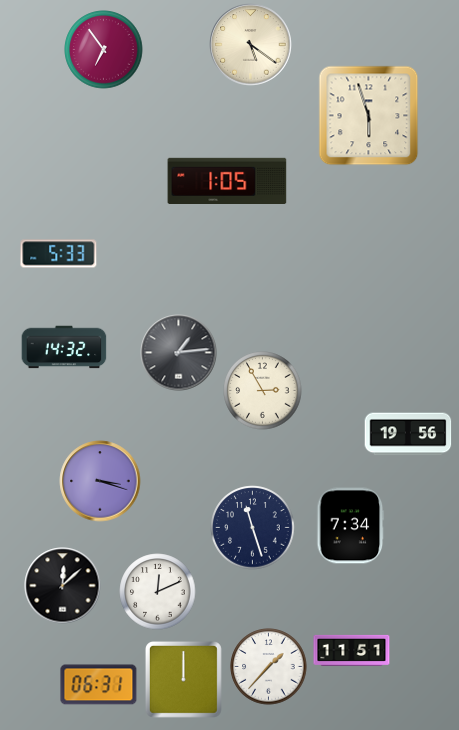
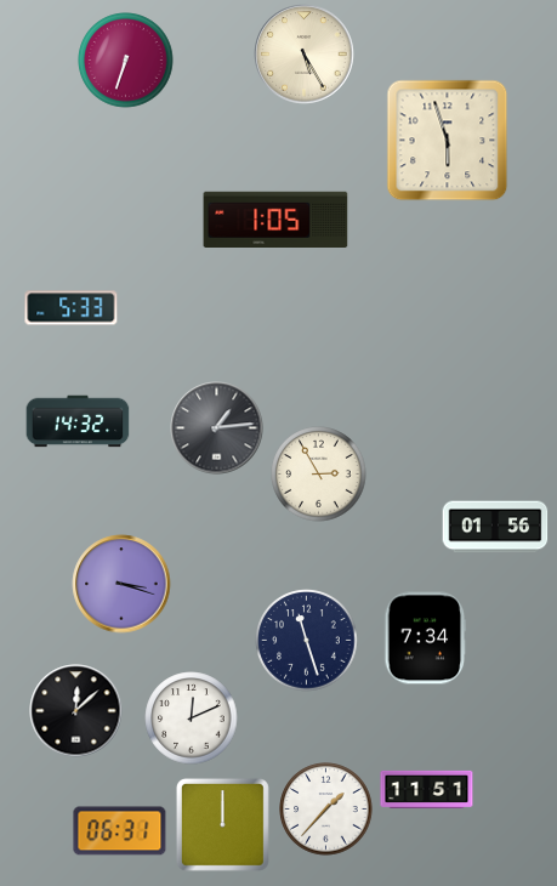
clock at (251, 45): 5:21 -> 5:25
clock at (104, 50): 6:54 -> 6:33
clock at (408, 434): 19:56 -> 01:56
